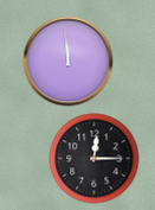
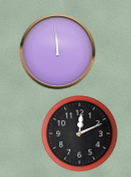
clock at (95, 159): 12:15 -> 12:11
